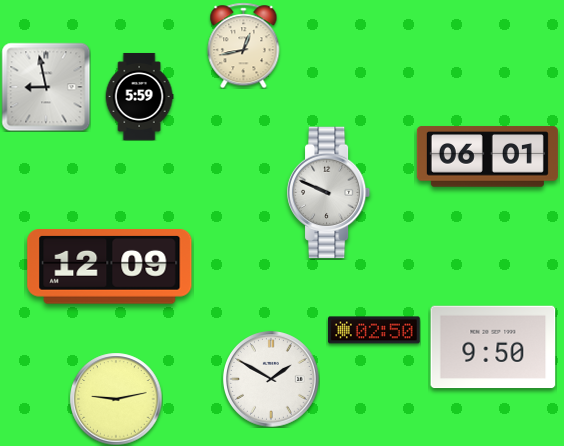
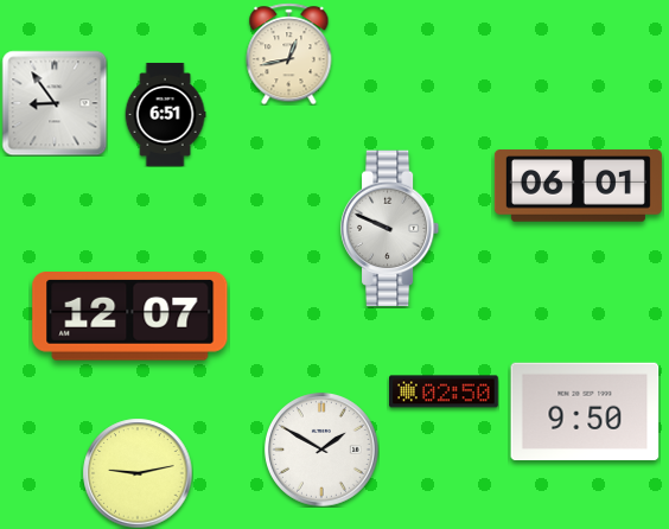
clock at (46, 87): 8:58 -> 8:54
clock at (139, 96): 5:59 -> 6:51
clock at (110, 267): 12:09 -> 12:07
